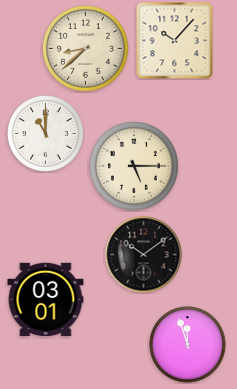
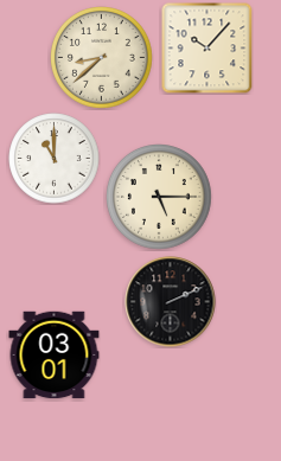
clock at (144, 255): 10:09 -> 2:11
clock at (188, 345): 11:57 -> none
